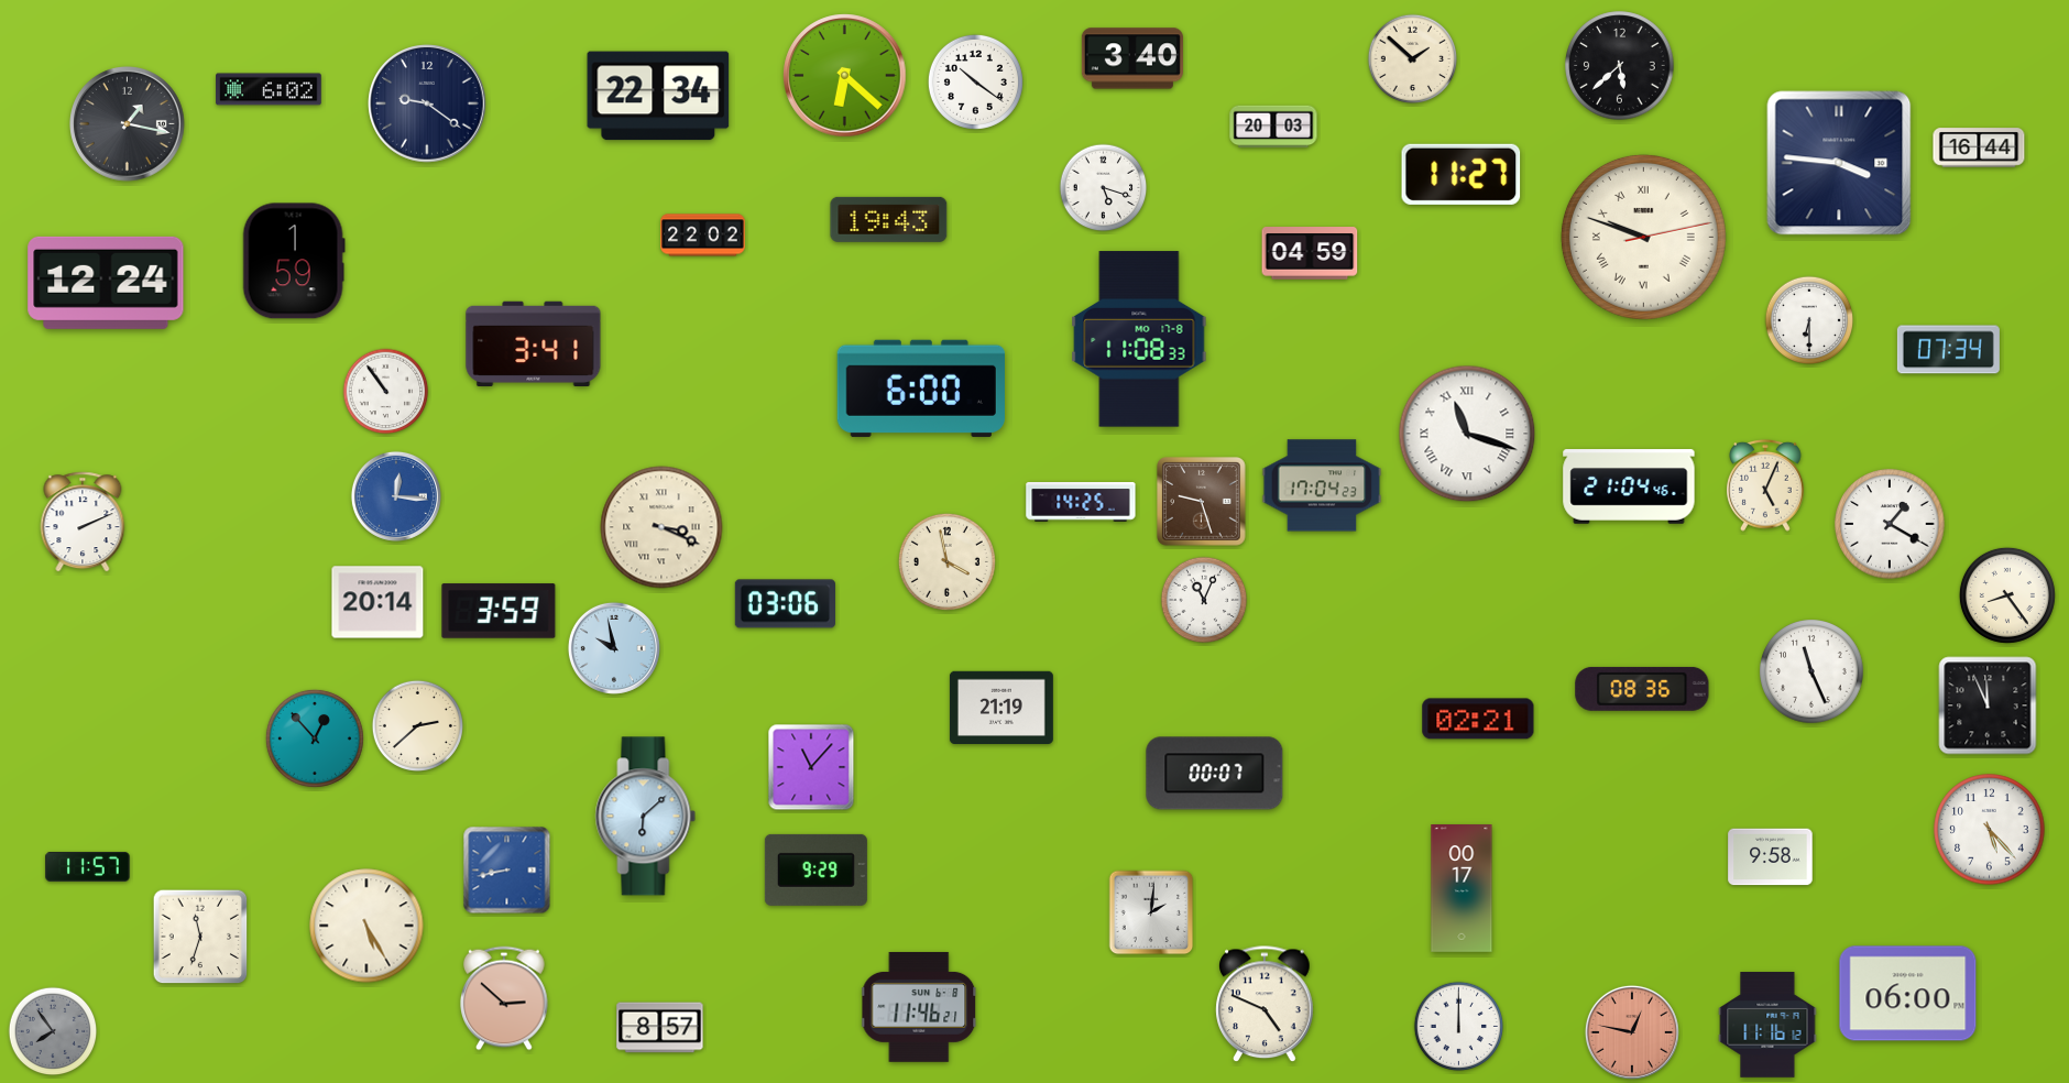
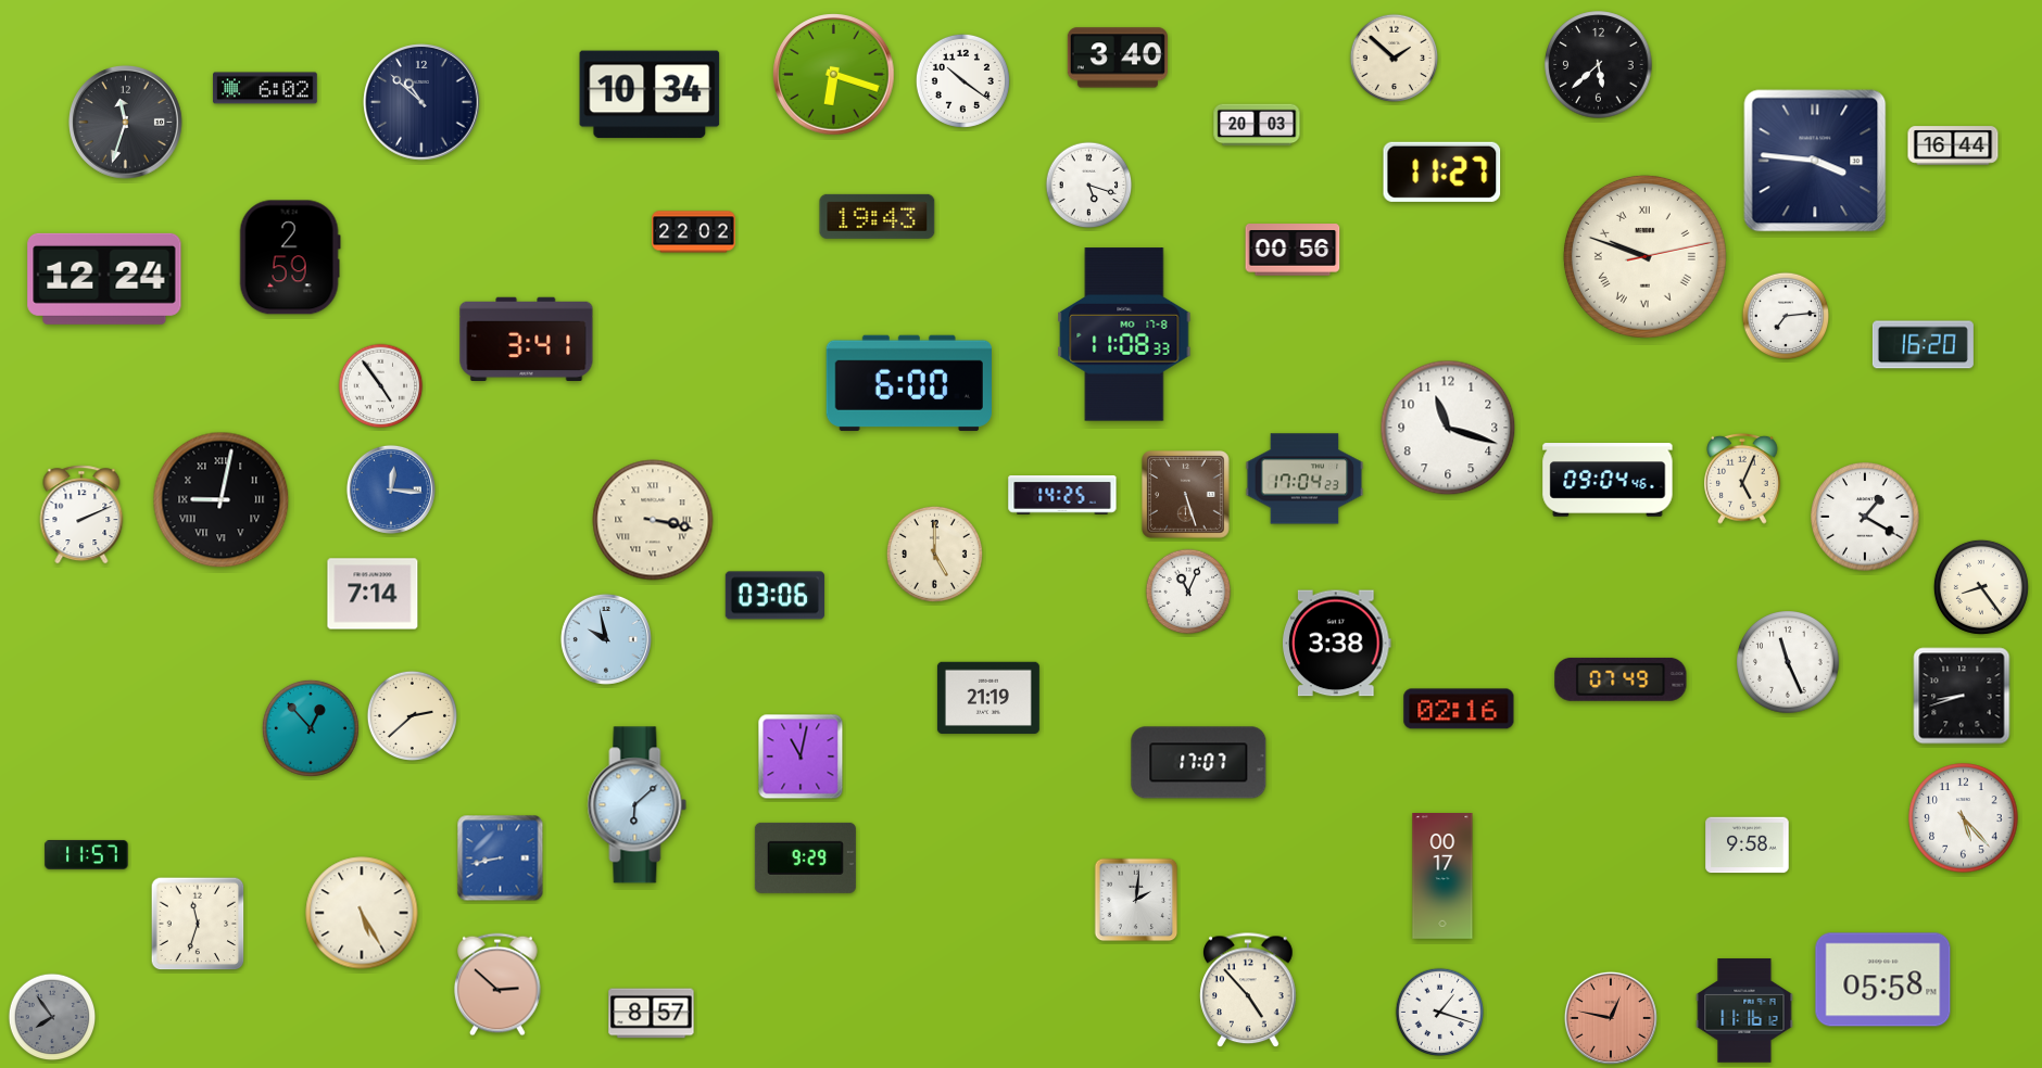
clock at (845, 76): 6:22 -> 6:18
clock at (658, 96): 22:34 -> 10:34
clock at (427, 103): 9:21 -> 10:52
clock at (128, 124): 1:17 -> 11:33
clock at (1643, 237) position: (1643, 237) -> (1644, 256)
clock at (1310, 253): 04:59 -> 00:56
clock at (294, 261): 1:59 -> 2:59
clock at (1809, 320): 6:30 -> 7:14
clock at (1948, 350): 07:34 -> 16:20
clock at (386, 392): 10:54 -> 4:54
clock at (1467, 434) numerals: Roman -> Arabic
clock at (1629, 486): 21:04 -> 09:04
clock at (1081, 502) position: (1081, 502) -> (1062, 495)
clock at (1202, 502): 9:27 -> 5:27
clock at (222, 500): none -> 9:02
clock at (661, 527): 3:19 -> 3:17
clock at (946, 561): 3:58 -> 5:00
clock at (377, 602): 20:14 -> 7:14
clock at (499, 611): 3:59 -> none
clock at (1337, 644): none -> 3:38
clock at (1642, 689): 08:36 -> 07:49
clock at (1988, 705): 11:56 -> 8:42
clock at (1478, 719): 02:21 -> 02:16
clock at (811, 767): 11:07 -> 11:02
clock at (1215, 774): 00:07 -> 17:07
clock at (1908, 994): 06:00 -> 05:58
clock at (1265, 1005): 4:49 -> 4:53
clock at (920, 1007): 11:46 -> none
clock at (1459, 1027): 12:00 -> 1:18
